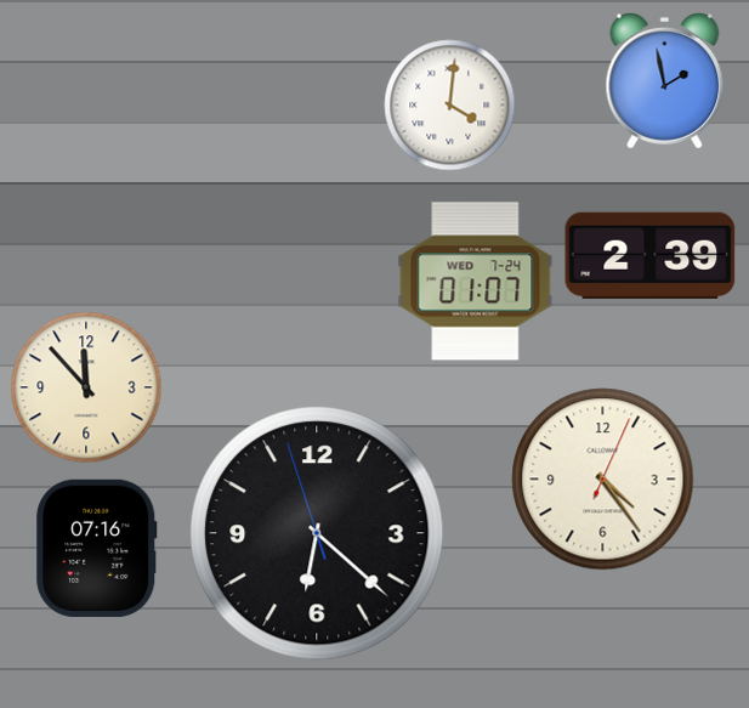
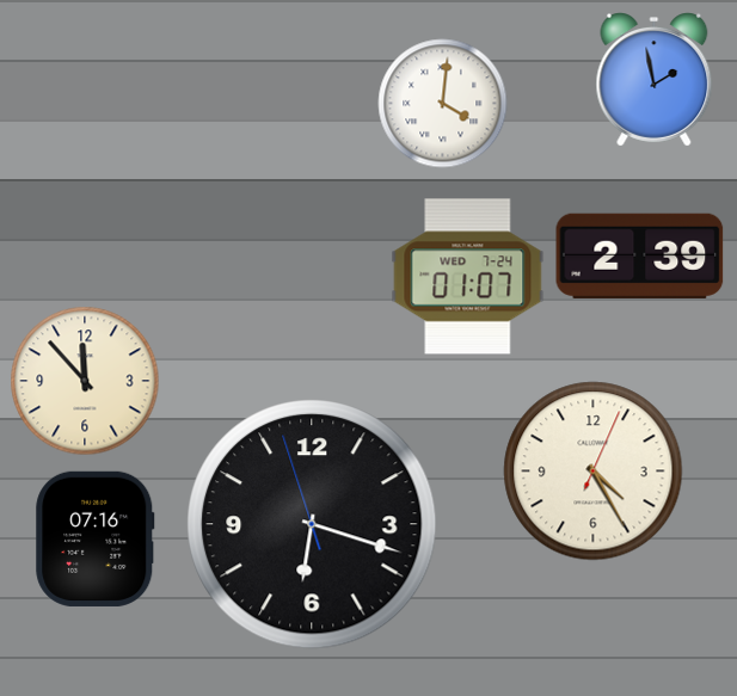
clock at (651, 255) position: (651, 255) -> (640, 255)
clock at (603, 480): 4:24 -> 4:25
clock at (317, 533): 6:21 -> 6:17
